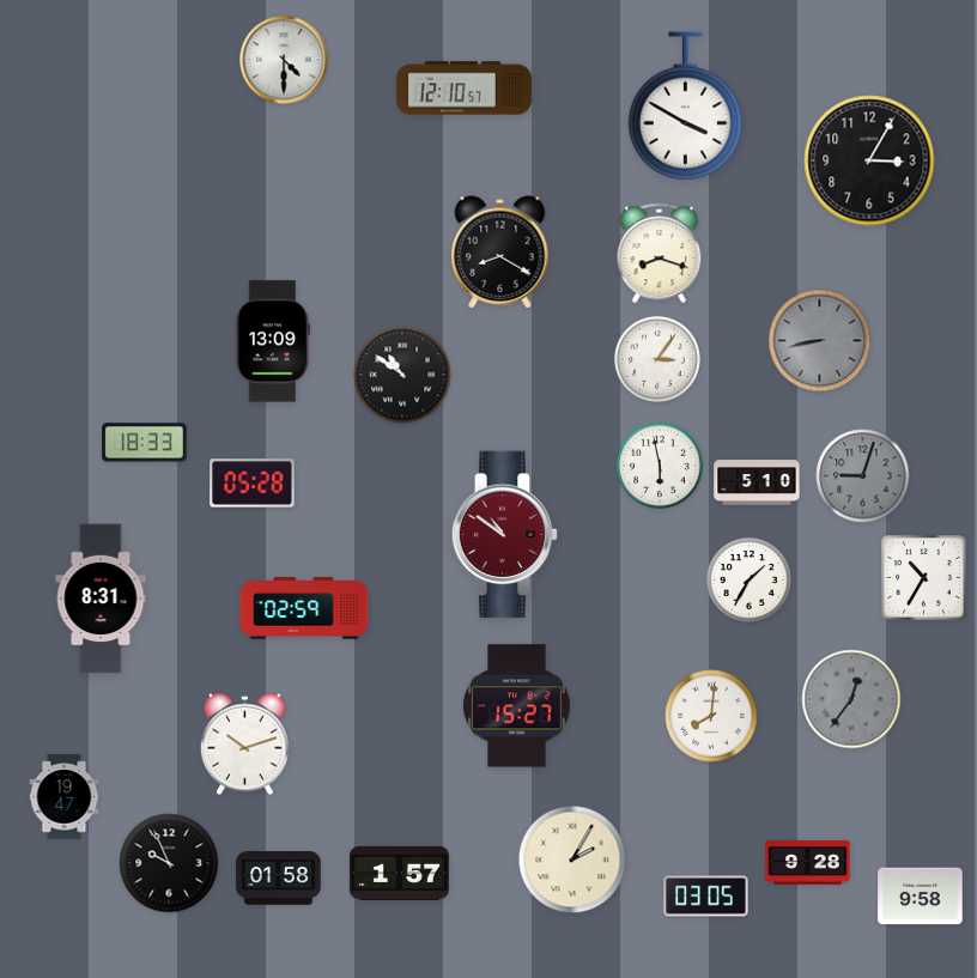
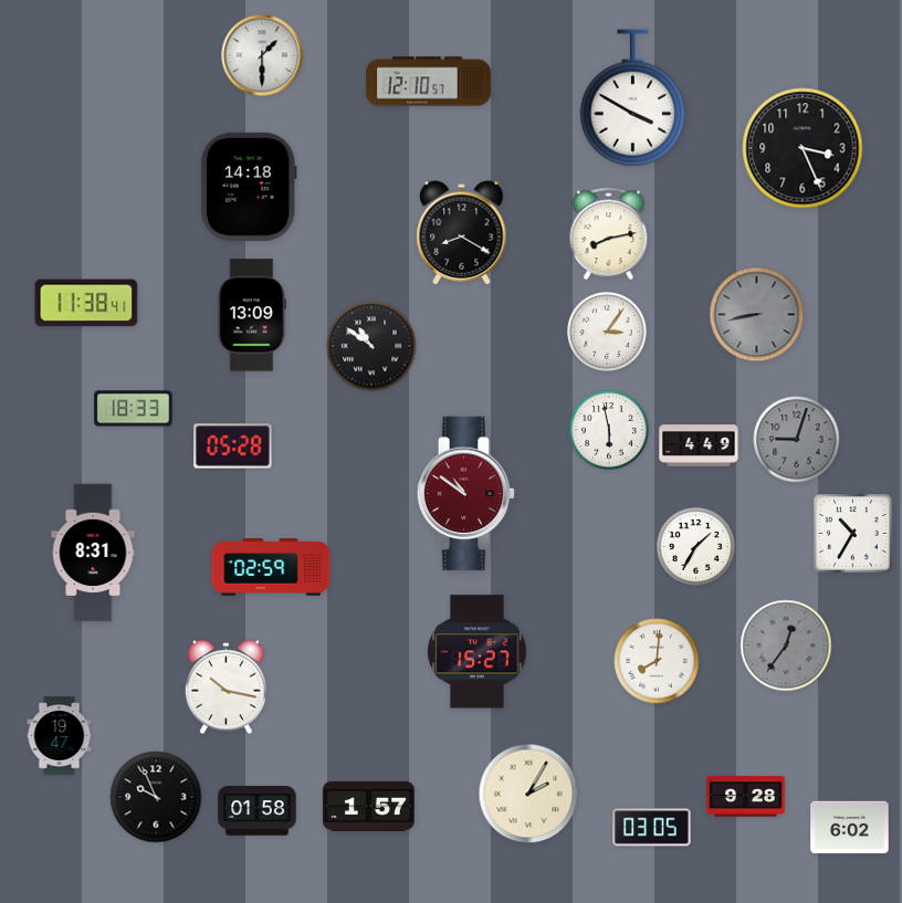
clock at (284, 60): 4:30 -> 1:30
clock at (869, 160): 3:05 -> 3:26
clock at (249, 187): none -> 14:18
clock at (660, 254): 8:18 -> 8:13
clock at (86, 303): none -> 11:38
clock at (757, 482): 5:10 -> 4:49
clock at (748, 579) position: (748, 579) -> (695, 546)
clock at (304, 608) position: (304, 608) -> (271, 567)
clock at (244, 745): 10:12 -> 10:17
clock at (921, 897): 9:58 -> 6:02
